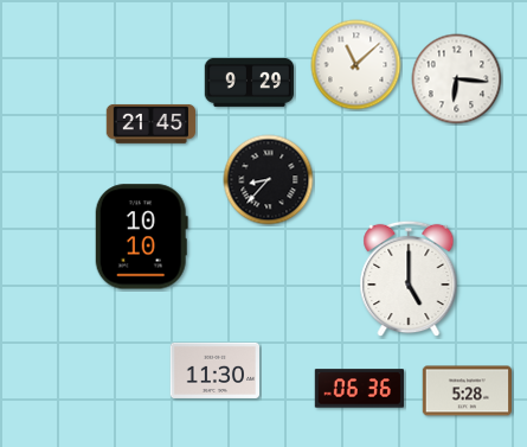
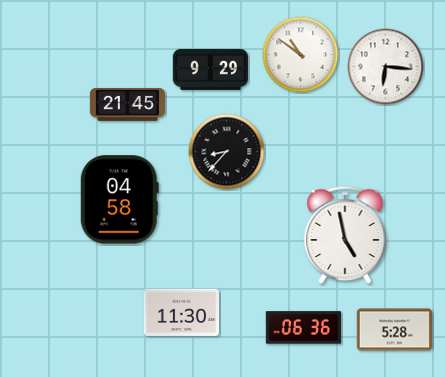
clock at (356, 65): 11:08 -> 10:51
clock at (141, 237): 10:10 -> 04:58
clock at (409, 279): 5:00 -> 4:58
